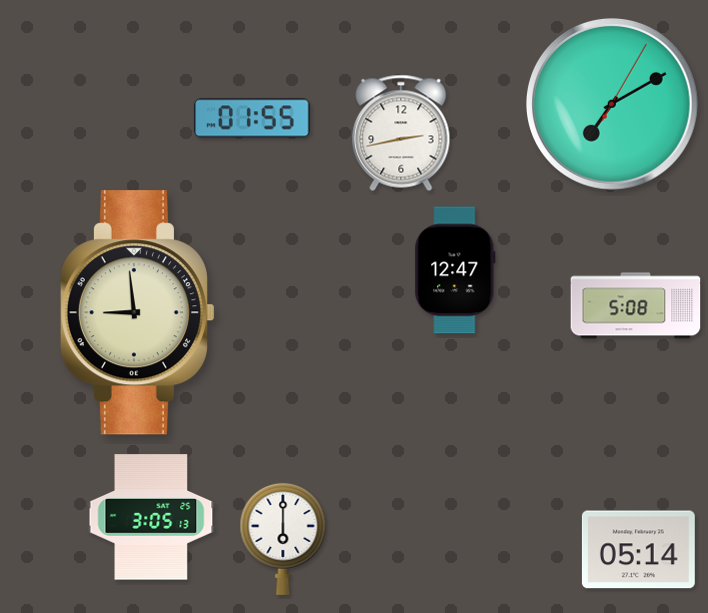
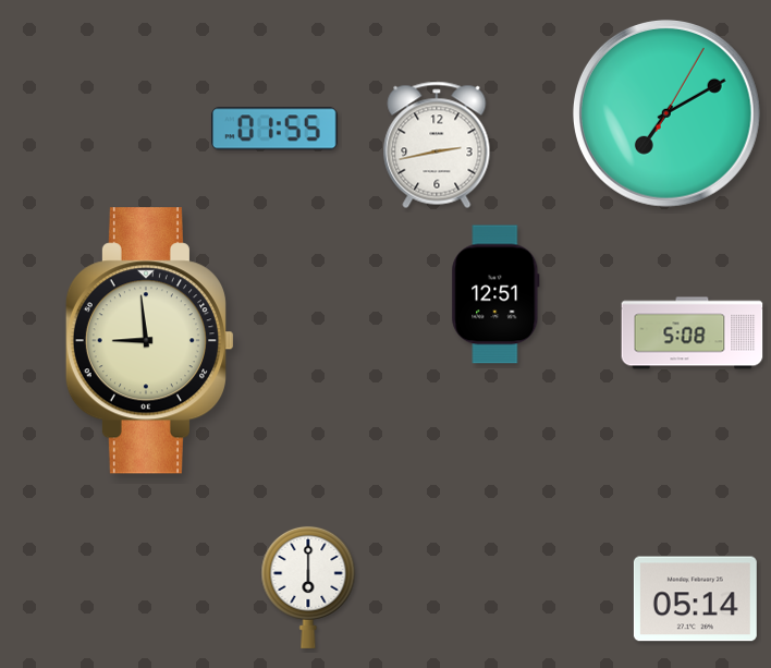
clock at (455, 270): 12:47 -> 12:51
clock at (151, 517): 3:05 -> none
